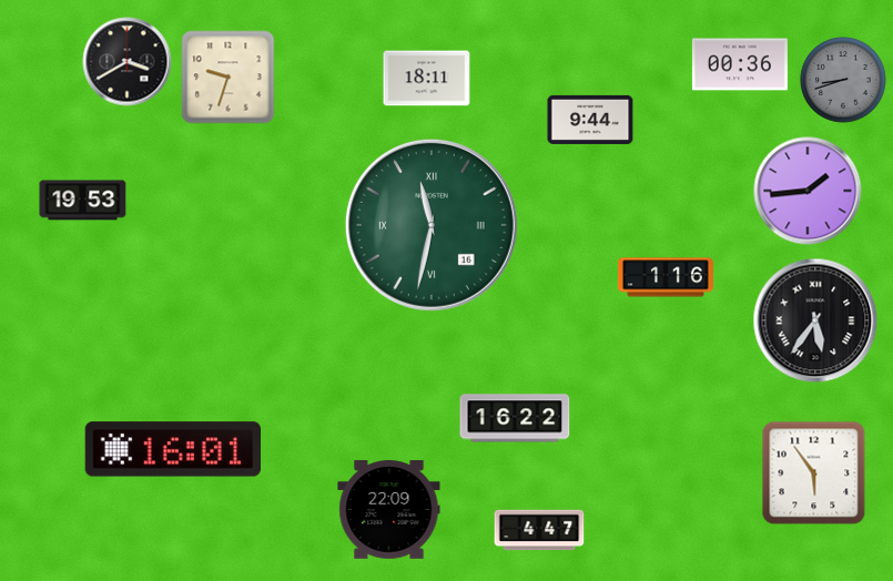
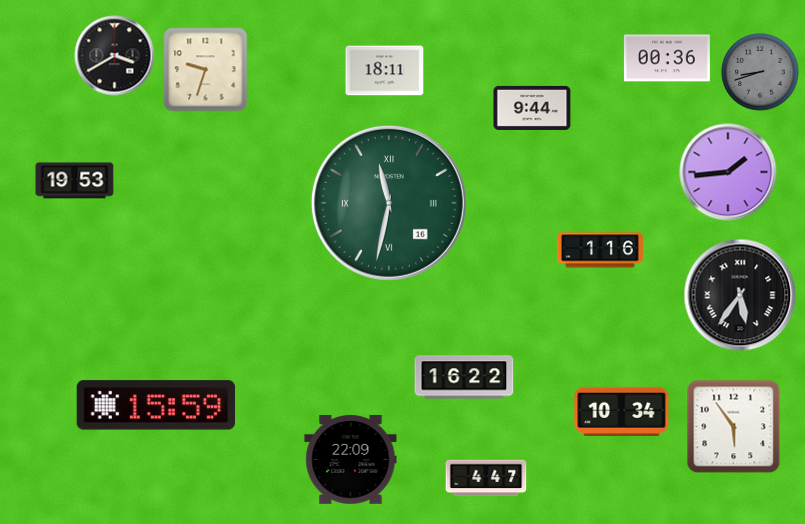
clock at (815, 320) position: (815, 320) -> (740, 295)
clock at (172, 449): 16:01 -> 15:59
clock at (622, 411): none -> 10:34
